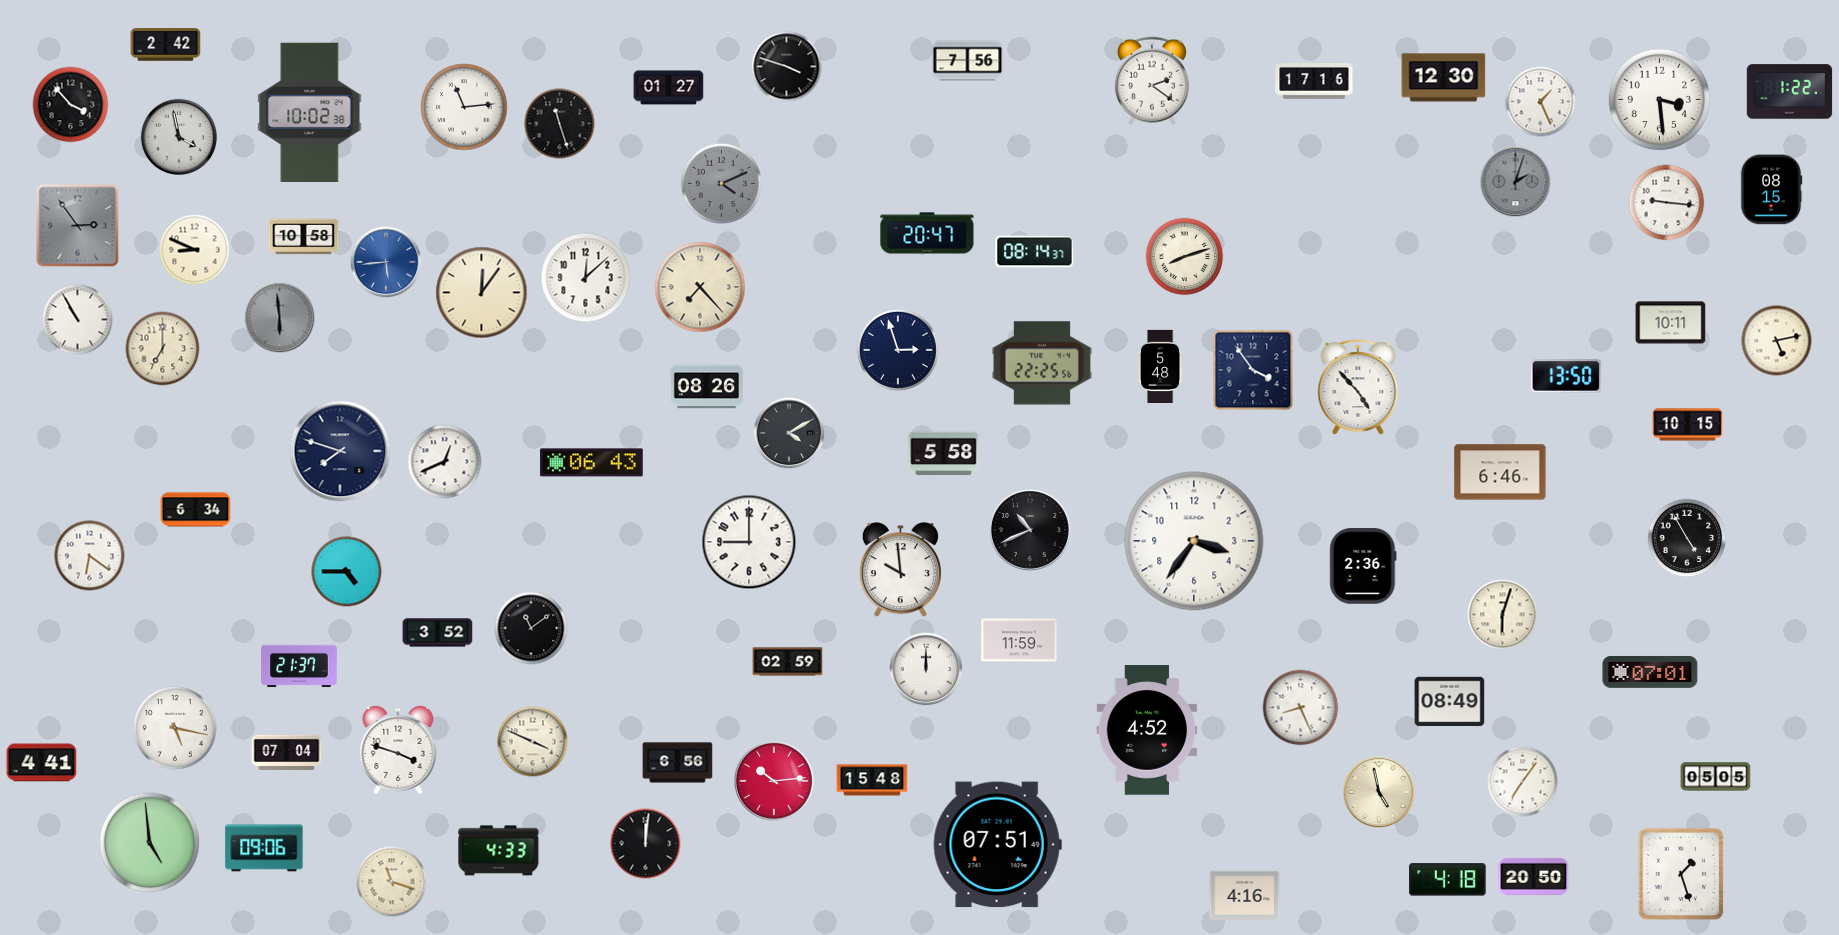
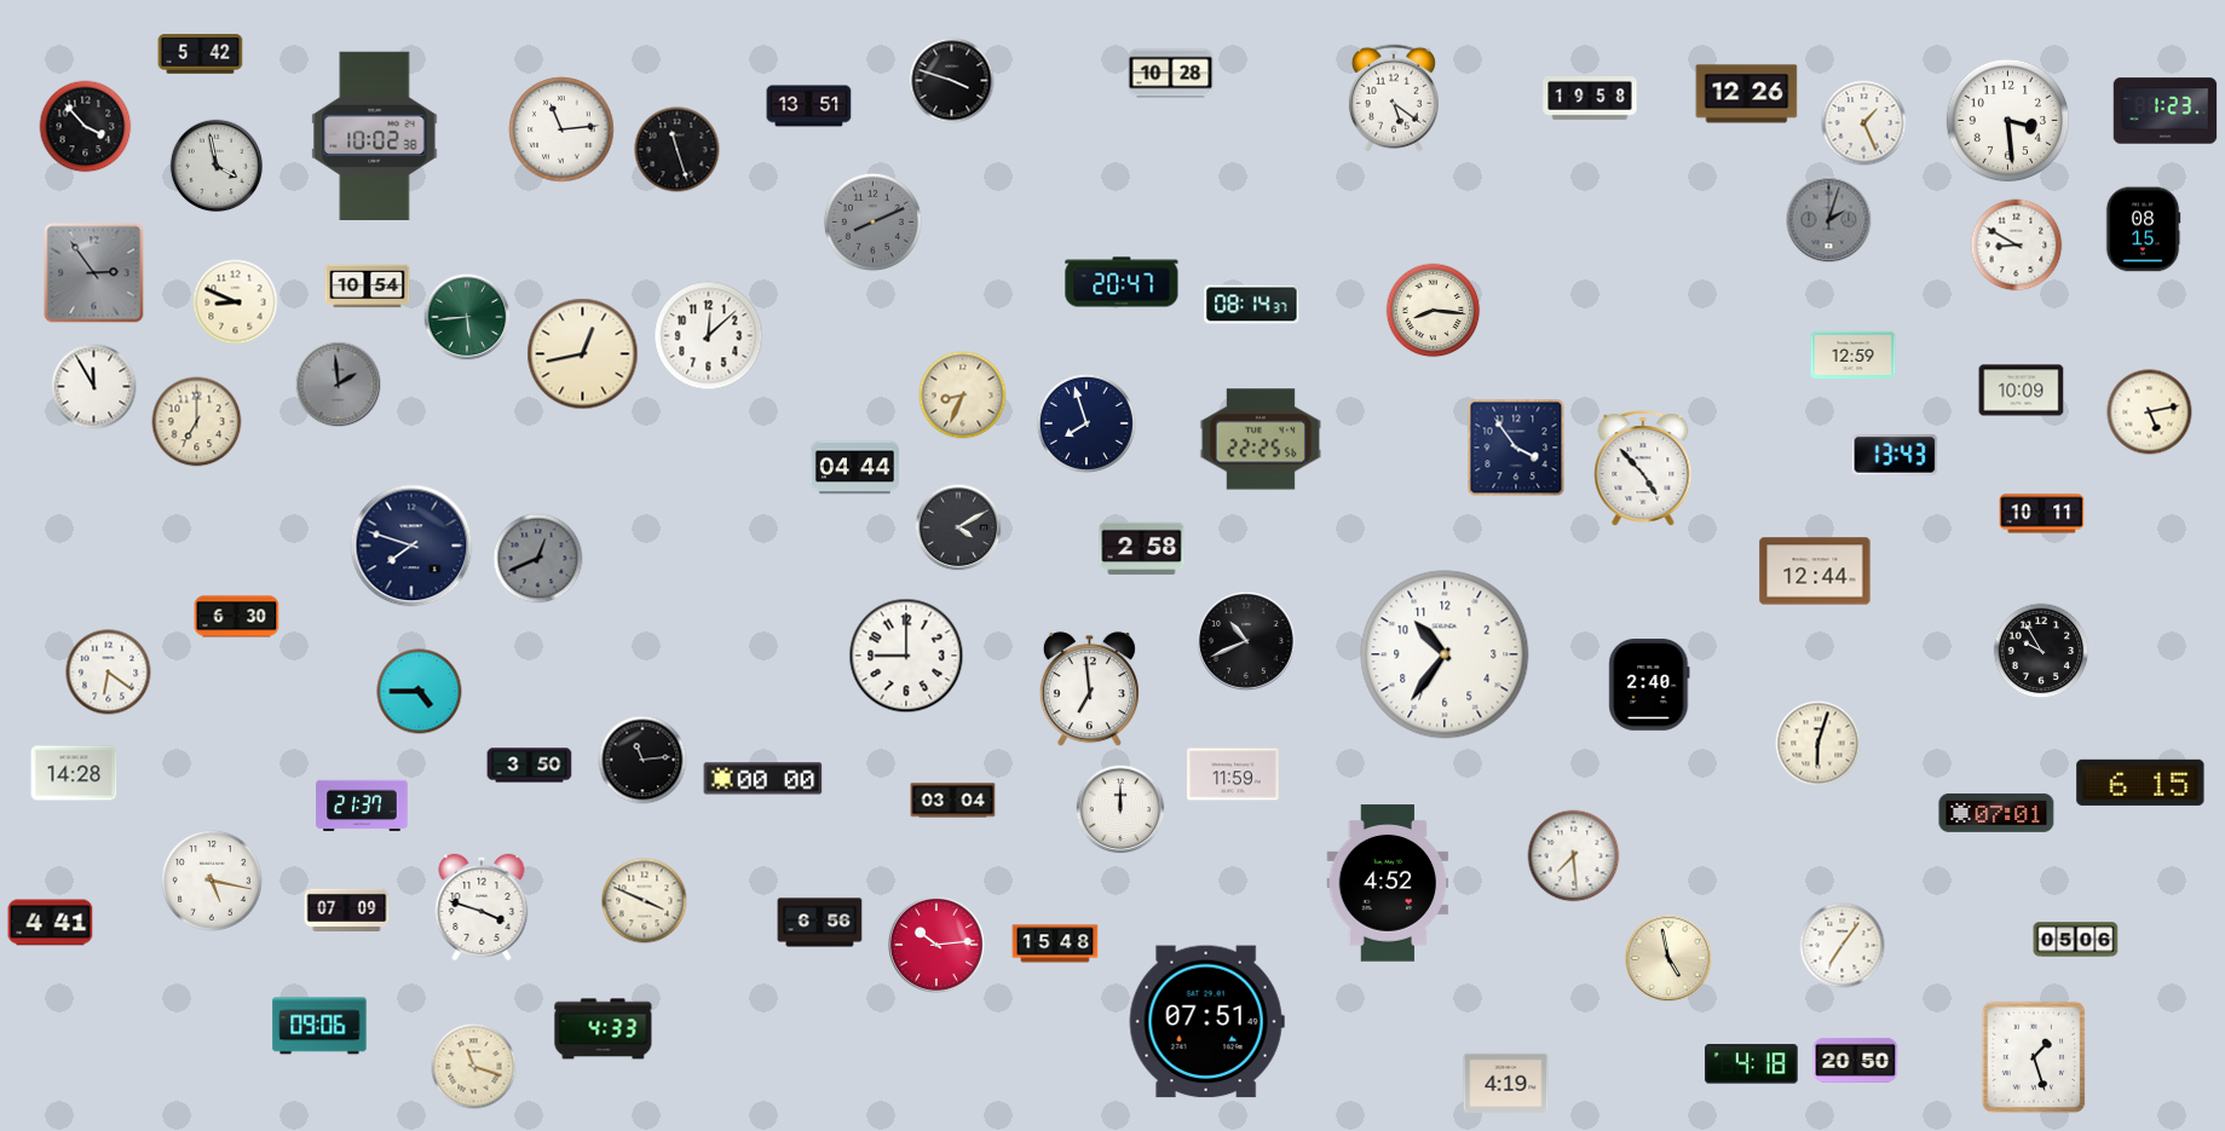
clock at (166, 45): 2:42 -> 5:42
clock at (968, 61): 7:56 -> 10:28
clock at (1444, 78): 12:30 -> 12:26
clock at (1152, 81): 2:21 -> 5:21
clock at (1314, 81): 17:16 -> 19:58
clock at (669, 88): 01:27 -> 13:51
clock at (1790, 92): 1:22 -> 1:23
clock at (1516, 182) position: (1516, 182) -> (1829, 220)
clock at (721, 183): 4:11 -> 8:11
clock at (1667, 203): 9:16 -> 8:50
clock at (304, 237): 10:58 -> 10:54
clock at (1185, 257): 8:12 -> 8:16
clock at (386, 262) dial: blue -> green
clock at (700, 287): 7:23 -> none
clock at (482, 293): 12:06 -> 12:43
clock at (1854, 356): none -> 12:59
clock at (280, 318): 5:59 -> 1:59
clock at (78, 320): 10:55 -> 11:55
clock at (1671, 323): 10:11 -> 10:09
clock at (963, 396): none -> 8:34
clock at (898, 350): 2:57 -> 7:57
clock at (1160, 366): 5:48 -> none
clock at (1566, 376): 13:50 -> 13:43
clock at (706, 387): 08:26 -> 04:44
clock at (1688, 425): 10:15 -> 10:11
clock at (789, 433) position: (789, 433) -> (958, 527)
clock at (944, 454): 5:58 -> 2:58
clock at (445, 462) dial: white -> grey
clock at (592, 463): 06:43 -> none
clock at (1500, 472): 6:46 -> 12:44
clock at (196, 510): 6:34 -> 6:30
clock at (1687, 538): 4:55 -> 9:55
clock at (1194, 541): 3:36 -> 10:36
clock at (1363, 566): 2:36 -> 2:40
clock at (900, 570): 9:59 -> 6:59
clock at (531, 628): 11:09 -> 11:14
clock at (438, 633): 3:52 -> 3:50
clock at (74, 773): none -> 14:28
clock at (763, 779): none -> 00:00
clock at (2140, 783): none -> 6:15
clock at (788, 662): 02:59 -> 03:04
clock at (1450, 702): 08:49 -> none
clock at (1301, 708): 8:26 -> 7:29
clock at (533, 742) position: (533, 742) -> (645, 901)
clock at (287, 752): 07:04 -> 07:09
clock at (1716, 777): 05:05 -> 05:06
clock at (150, 843): 4:59 -> none
clock at (646, 844): 12:01 -> none
clock at (1245, 895): 4:16 -> 4:19
